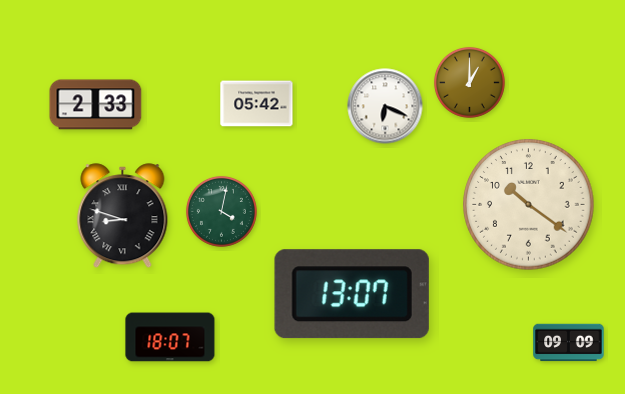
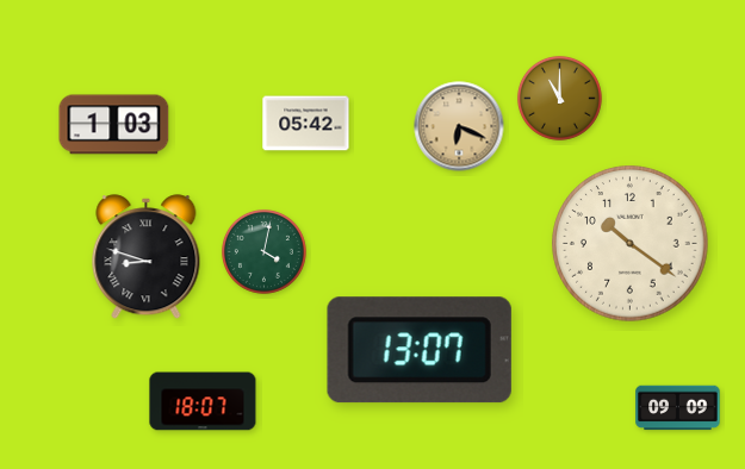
clock at (469, 82): 1:00 -> 11:00
clock at (96, 105): 2:33 -> 1:03
clock at (385, 106) dial: white -> champagne
